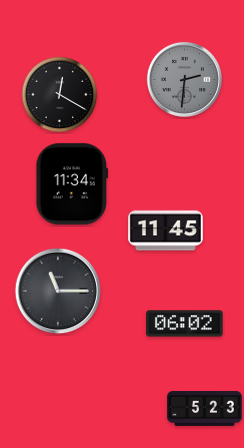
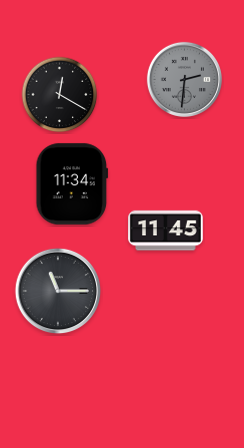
clock at (185, 324): 06:02 -> none
clock at (205, 409): 5:23 -> none
